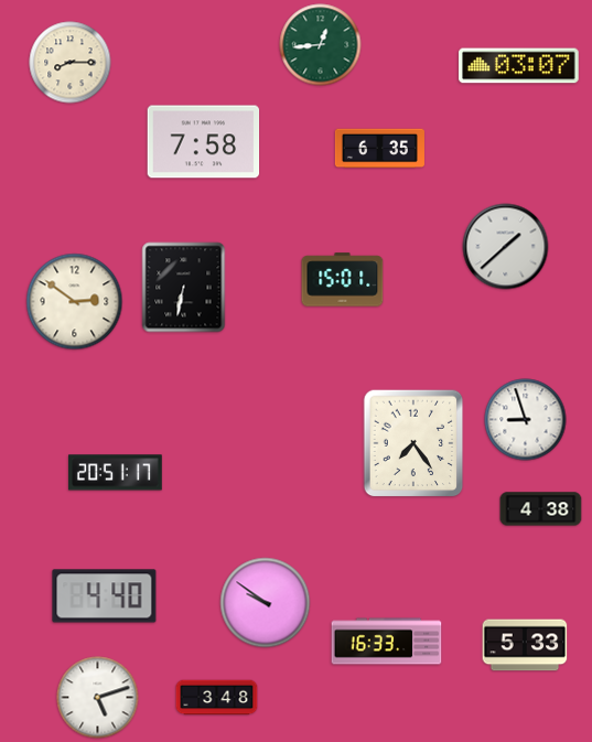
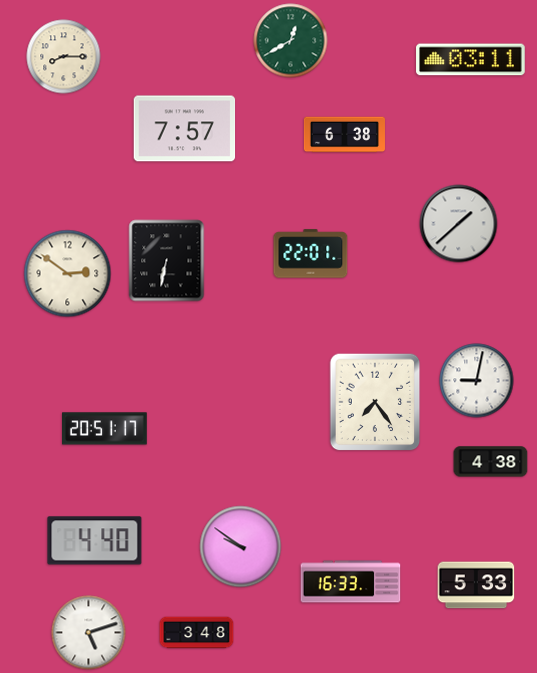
clock at (321, 45): 12:44 -> 12:40
clock at (519, 66): 03:07 -> 03:11
clock at (204, 142): 7:58 -> 7:57
clock at (379, 149): 6:35 -> 6:38
clock at (343, 280): 15:01 -> 22:01
clock at (526, 420): 8:57 -> 9:02
